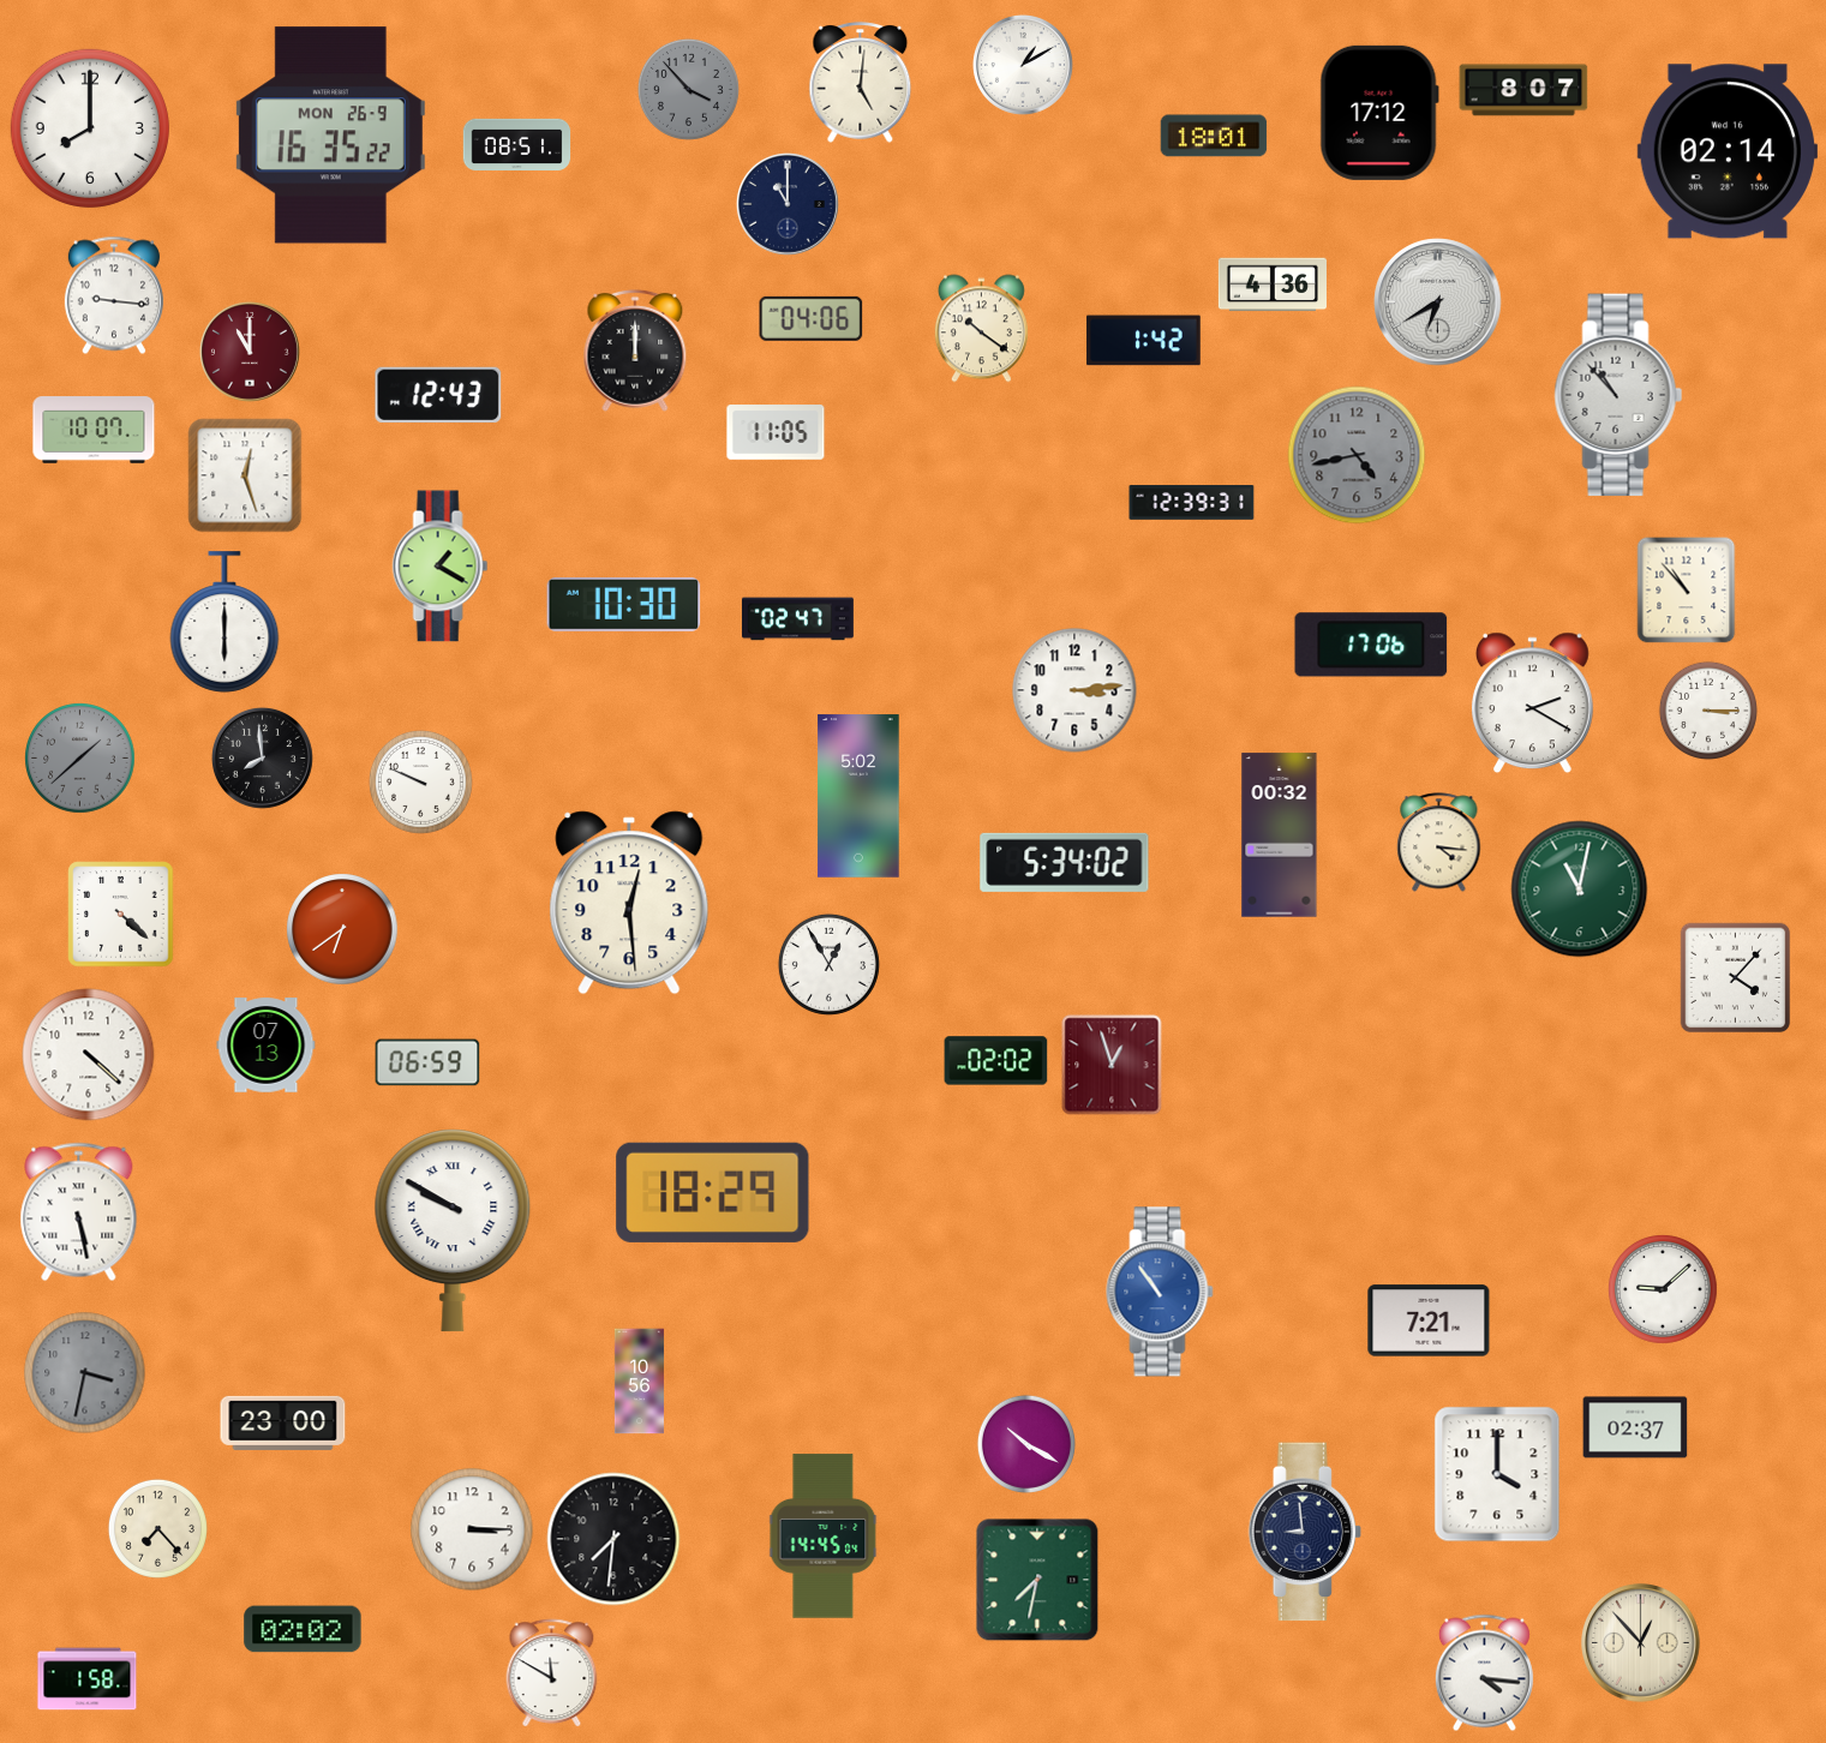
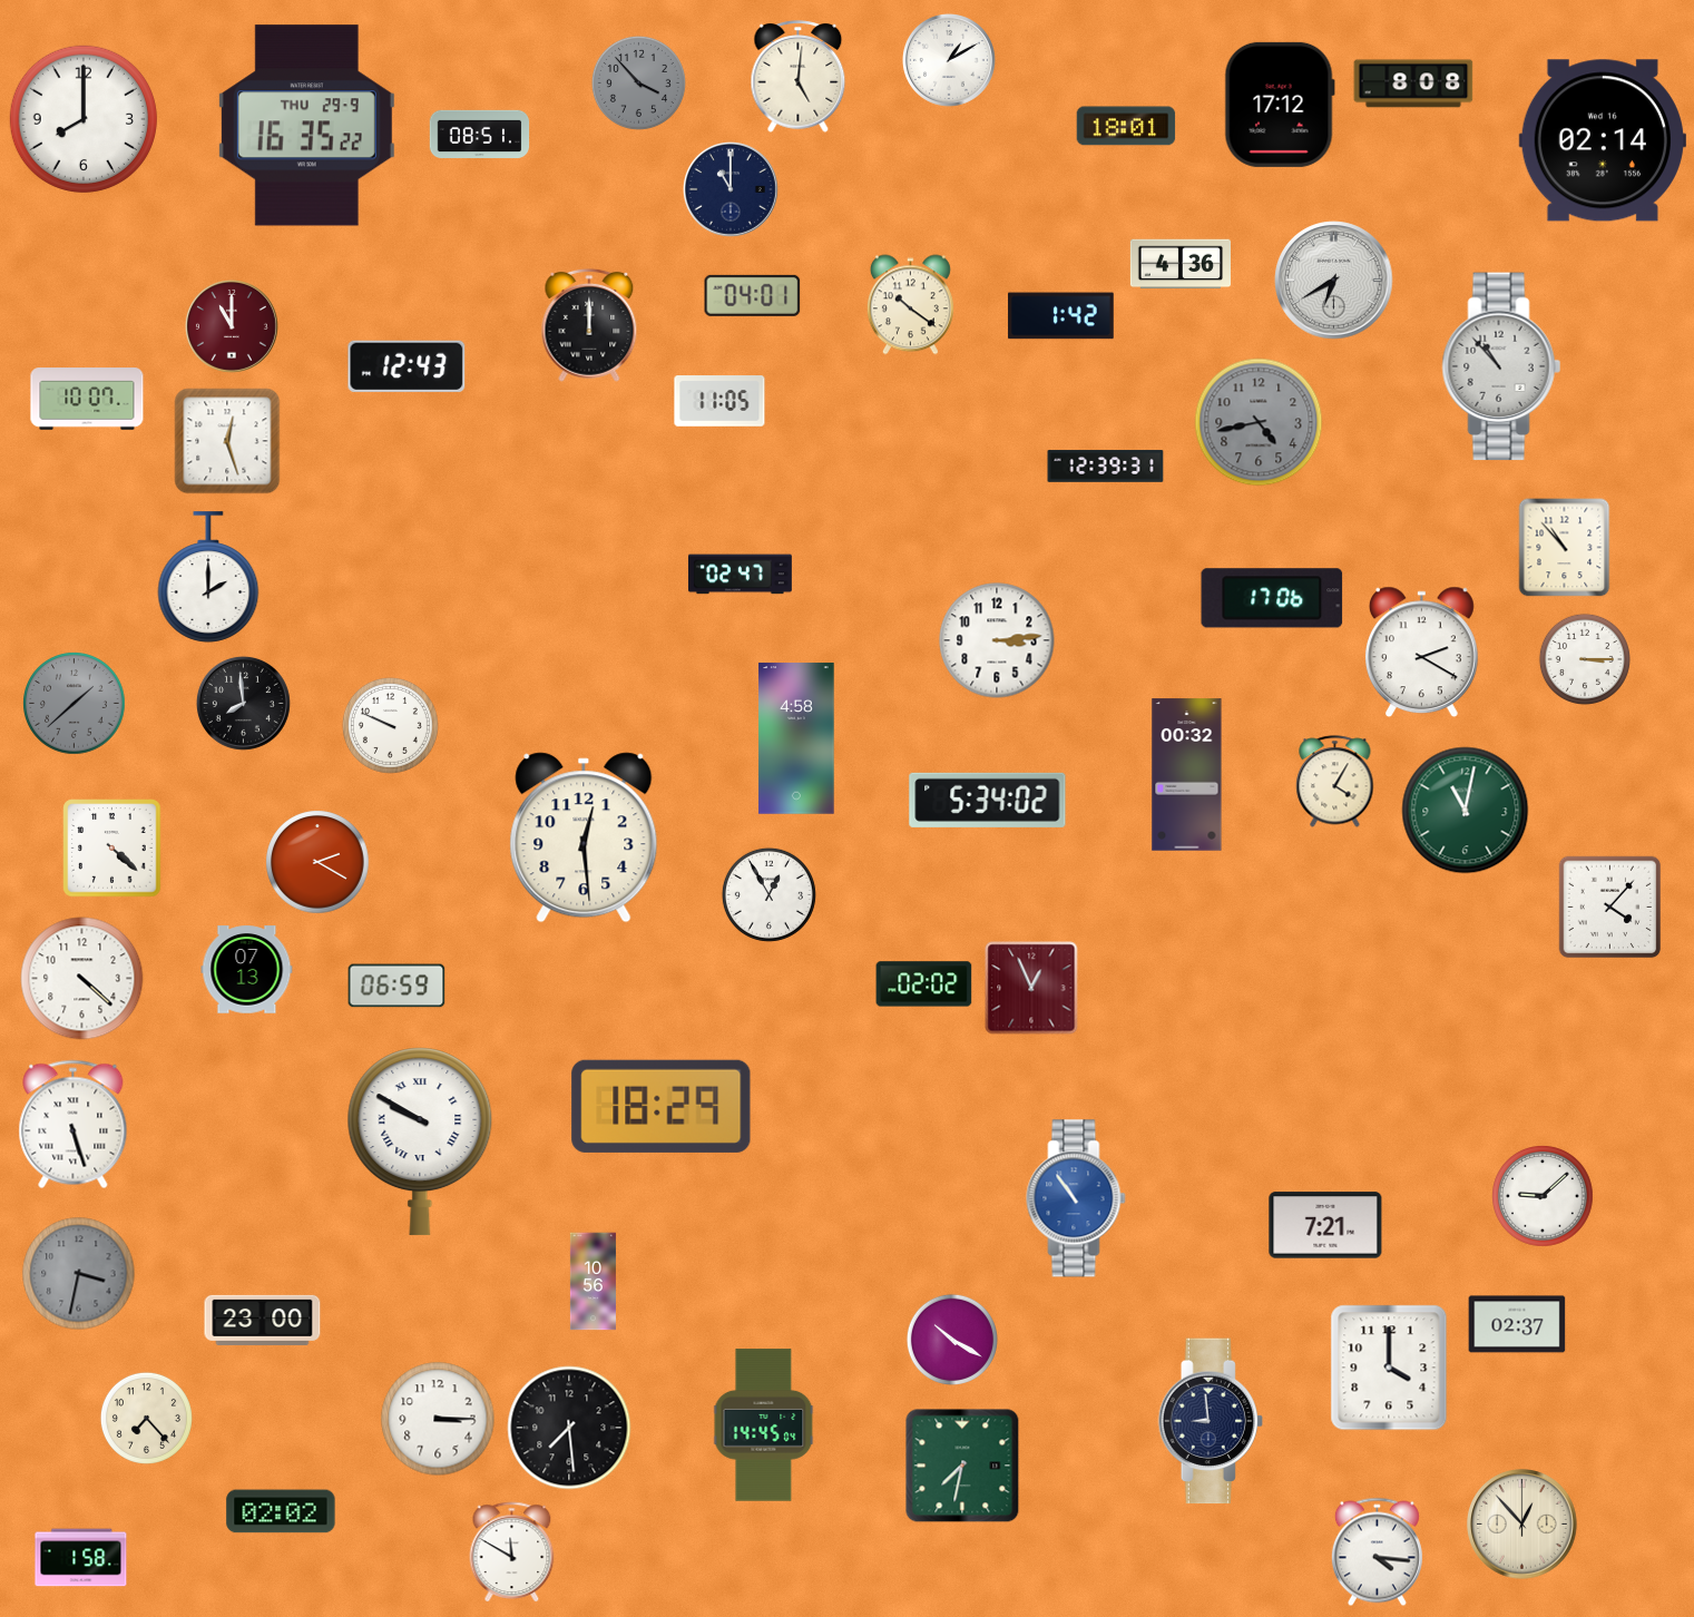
clock at (1523, 90): 8:07 -> 8:08
clock at (330, 136) date: MON 26-9 -> THU 29-9
clock at (114, 295): 9:16 -> none
clock at (812, 318): 04:06 -> 04:01
clock at (441, 567): 1:20 -> none
clock at (624, 604): 10:30 -> none
clock at (224, 622): 6:00 -> 2:00
clock at (858, 796): 5:02 -> 4:58
clock at (1439, 843): 4:16 -> 4:05
clock at (1580, 890) position: (1580, 890) -> (1466, 811)
clock at (342, 929): 6:39 -> 2:20
clock at (1112, 1065): 12:57 -> 12:56
clock at (79, 1212): 5:28 -> 5:27
clock at (613, 1539): 7:31 -> 7:29
